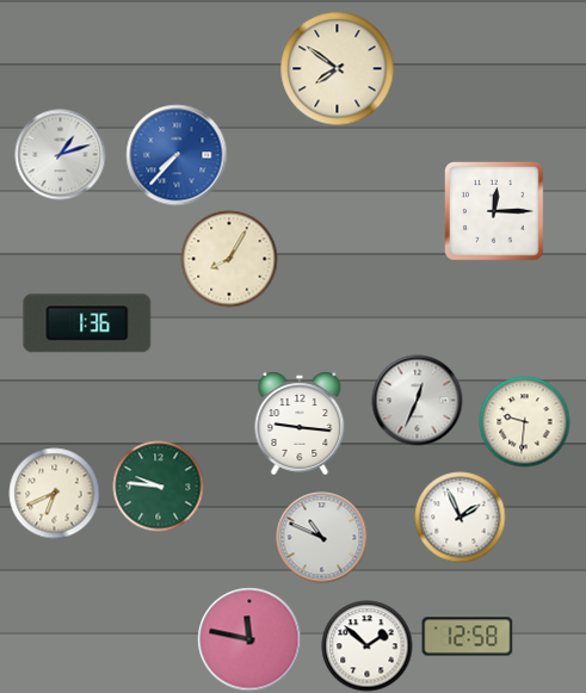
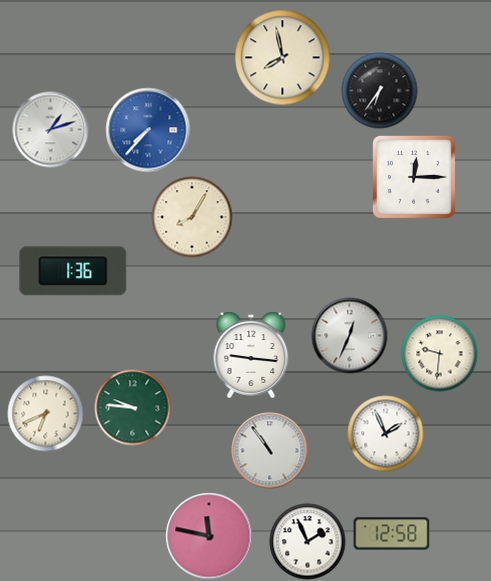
clock at (338, 69): 7:51 -> 7:58
clock at (380, 91): none -> 6:36
clock at (322, 538): 10:49 -> 10:54
clock at (368, 646): 1:52 -> 1:56
